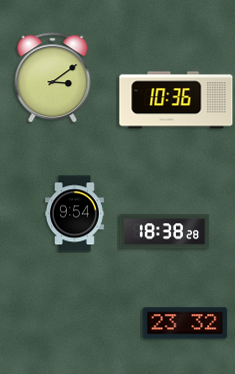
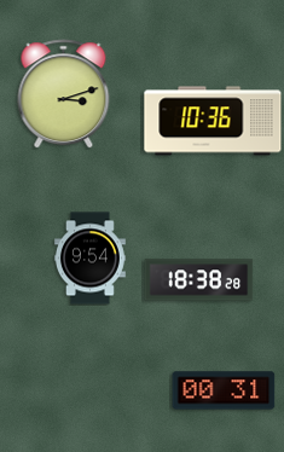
clock at (53, 78): 3:09 -> 3:12
clock at (185, 323): 23:32 -> 00:31
